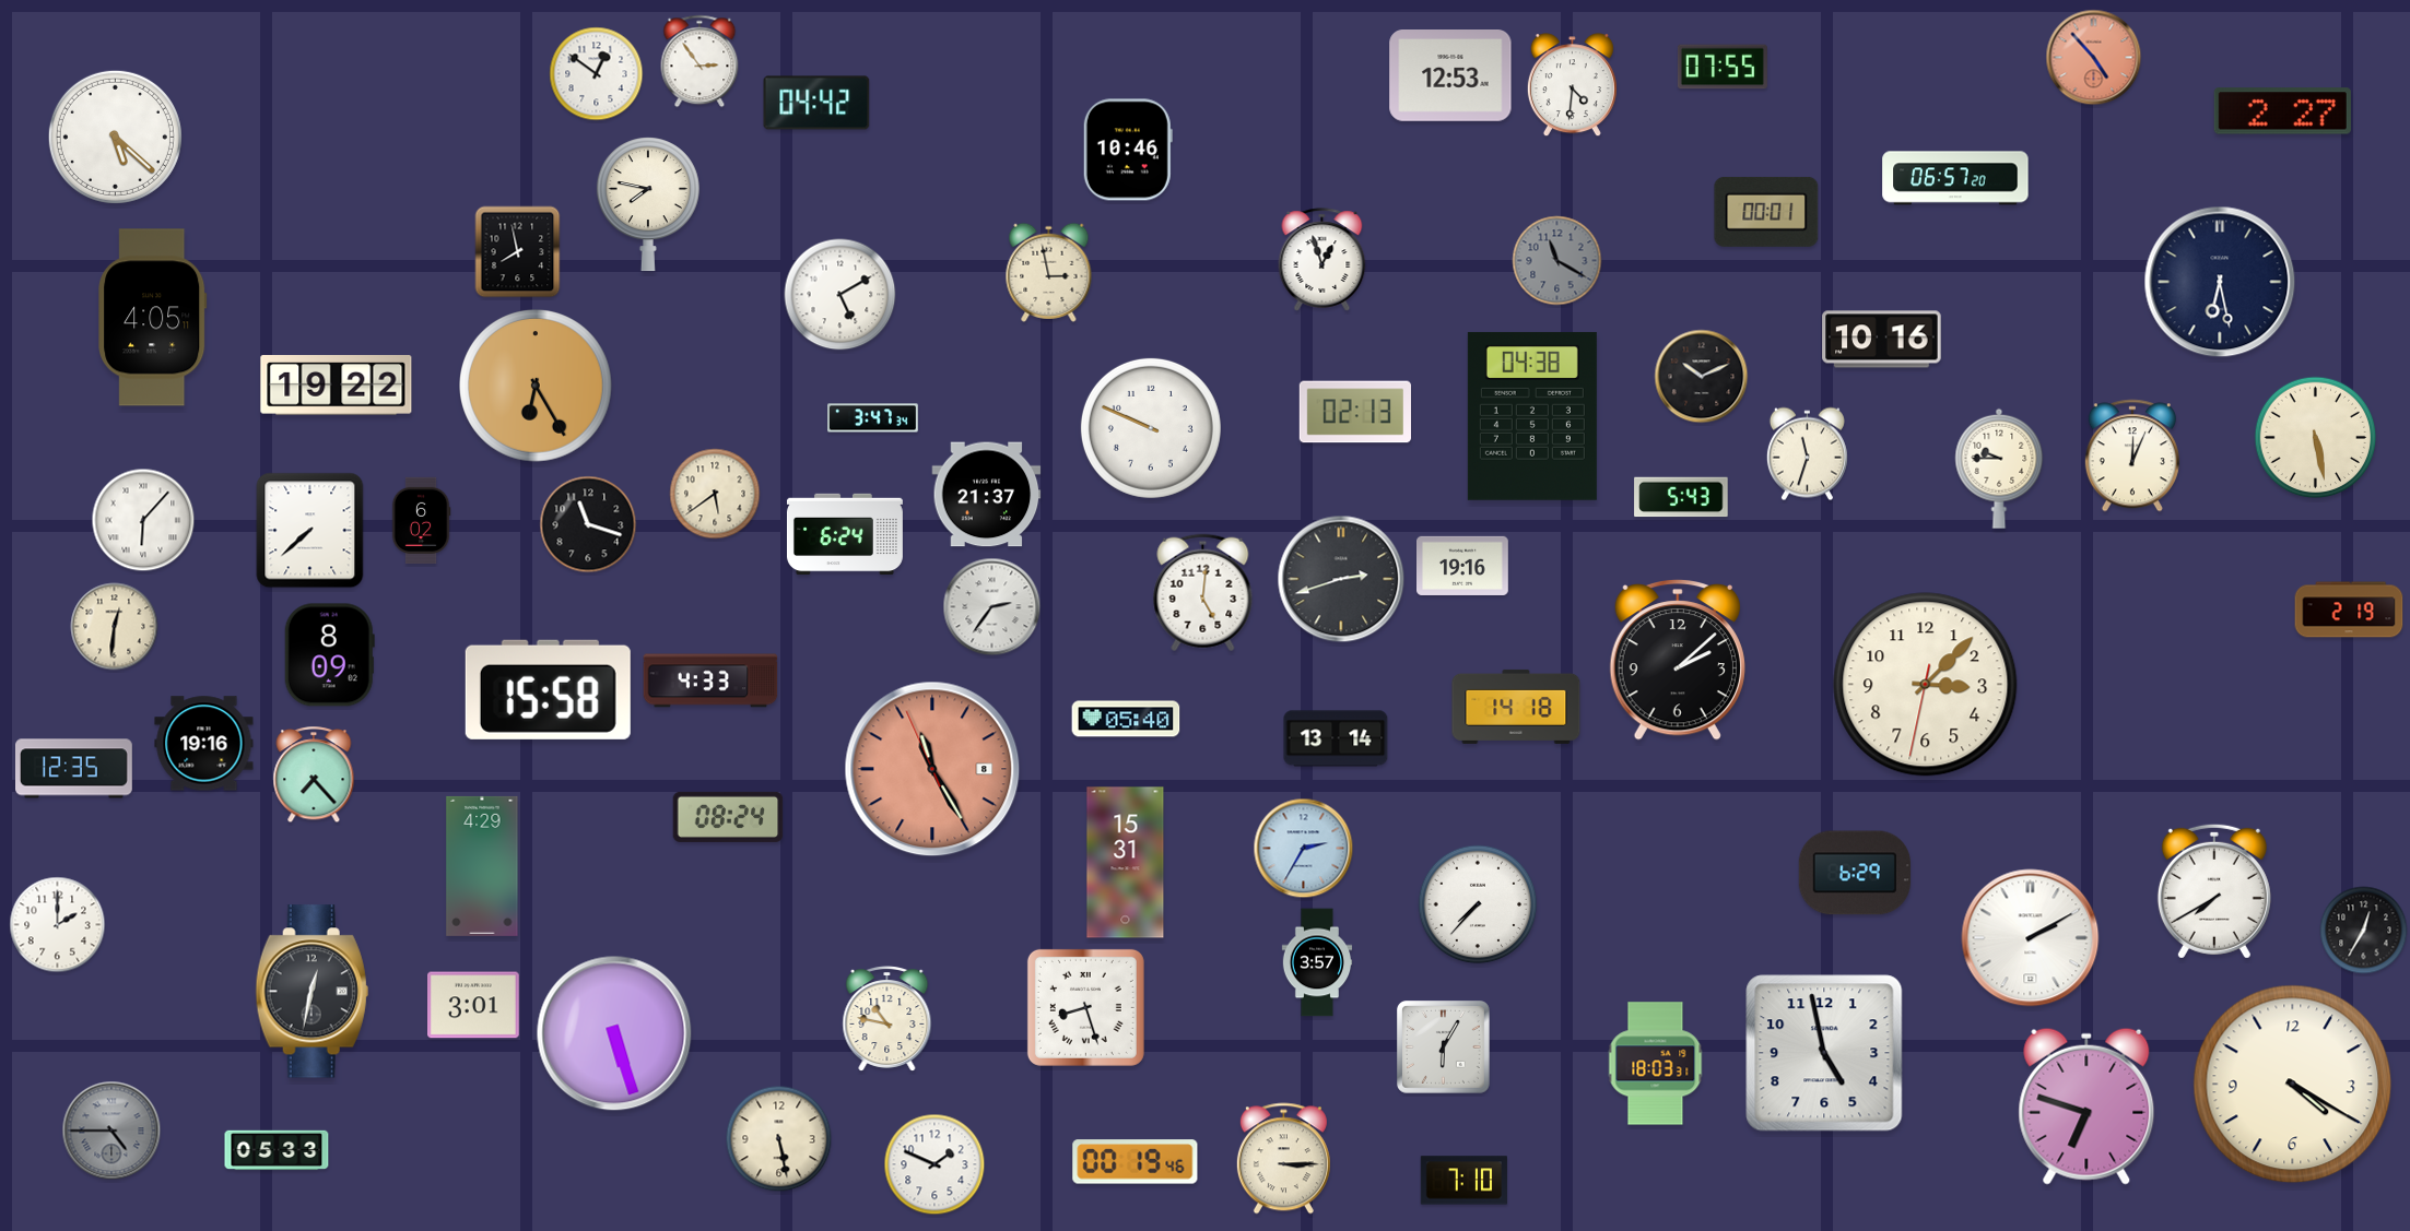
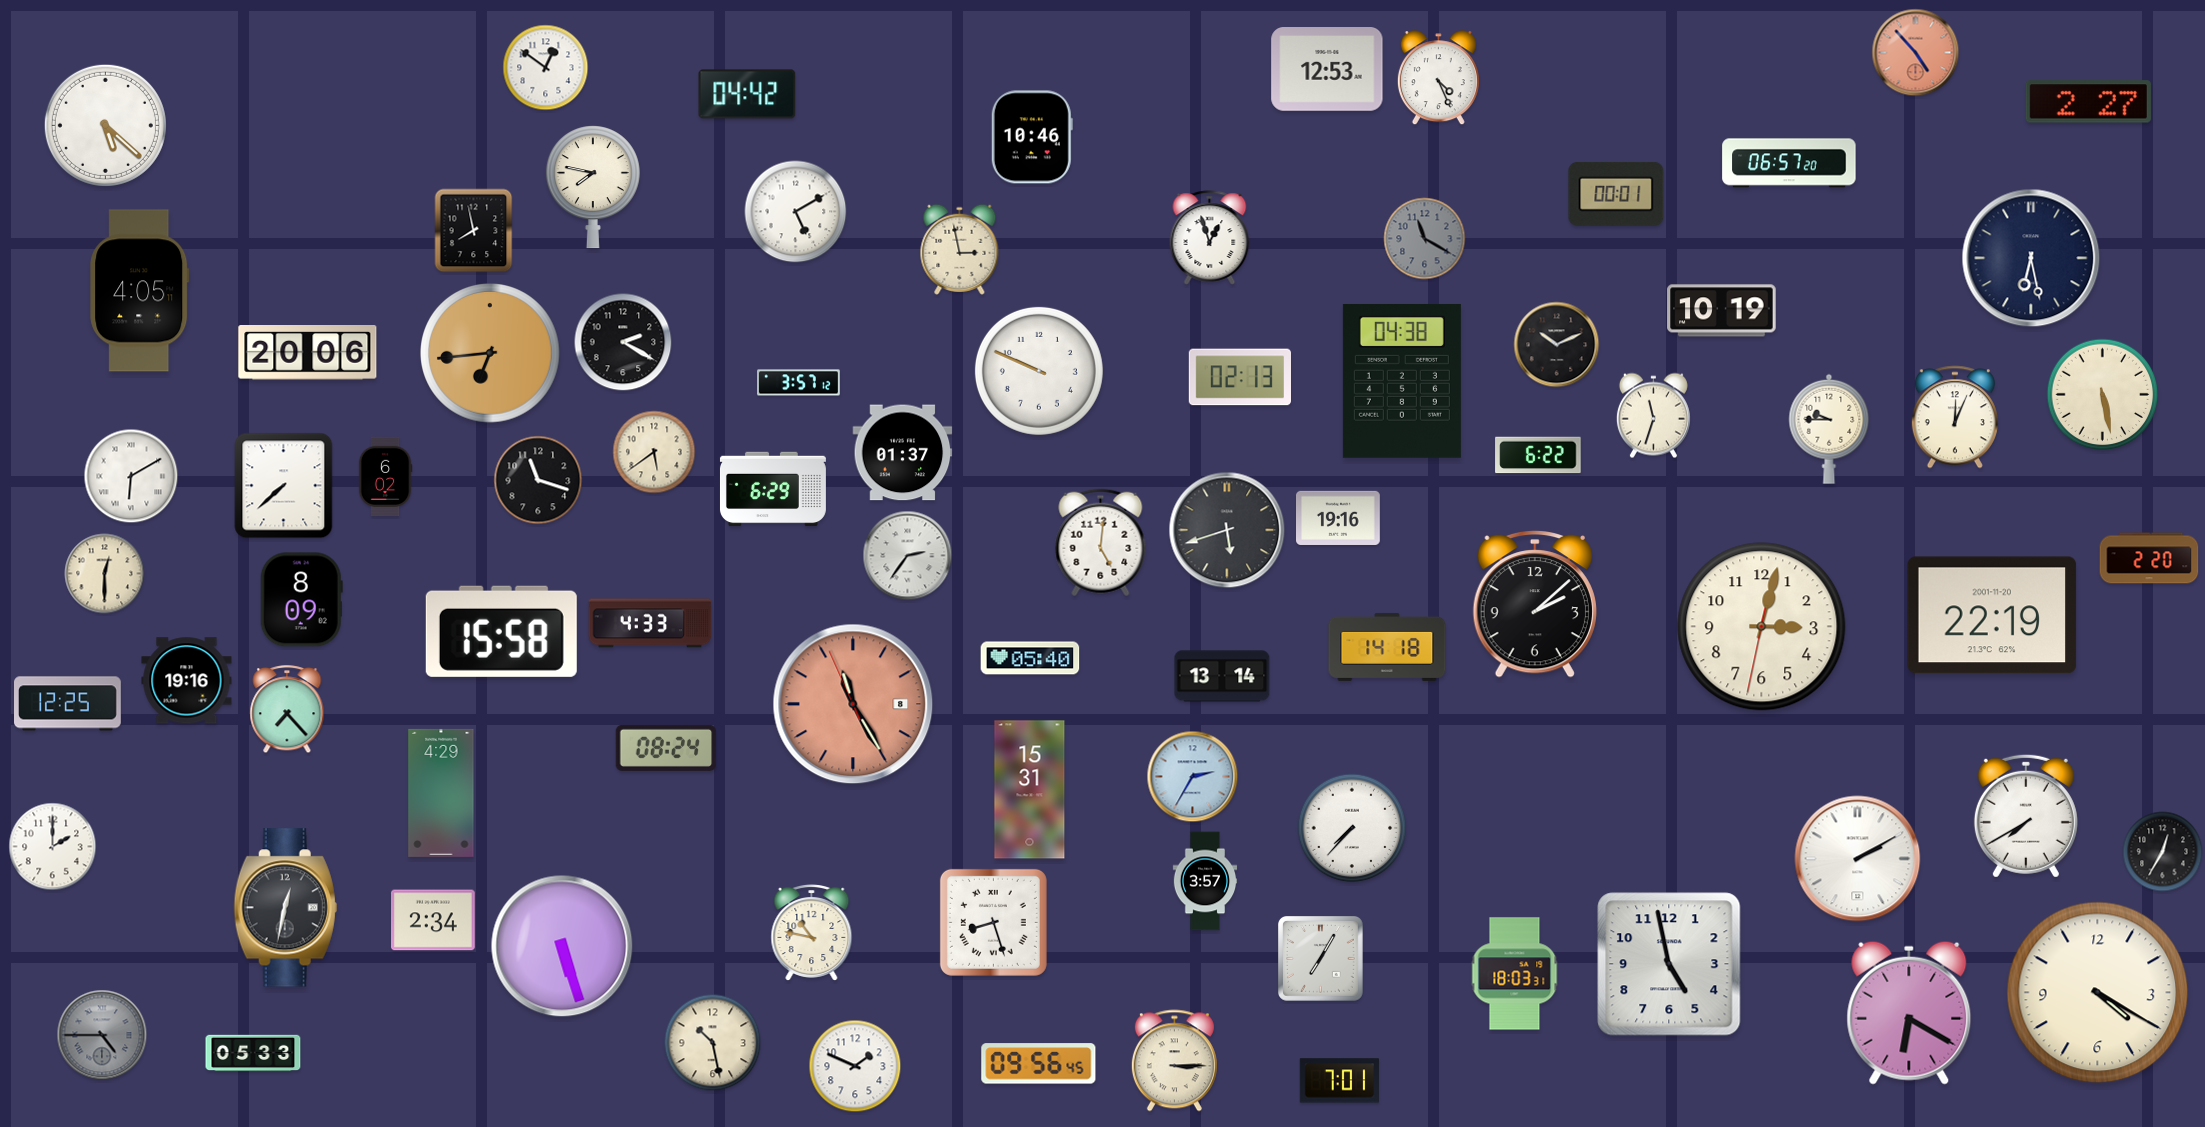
clock at (700, 61): 2:54 -> none
clock at (1723, 67): 07:55 -> none
clock at (1572, 85): 4:31 -> 4:26
clock at (840, 295) position: (840, 295) -> (796, 212)
clock at (1882, 340): 10:16 -> 10:19
clock at (623, 342): none -> 2:20
clock at (337, 386): 19:22 -> 20:06
clock at (537, 387): 6:25 -> 6:44
clock at (873, 418): 3:47 -> 3:57
clock at (1151, 428) position: (1151, 428) -> (1039, 371)
clock at (2316, 438) position: (2316, 438) -> (2103, 395)
clock at (2132, 455) position: (2132, 455) -> (1955, 417)
clock at (987, 495): 21:37 -> 01:37
clock at (1681, 497): 5:43 -> 6:22
clock at (143, 520): 6:07 -> 6:10
clock at (845, 534): 6:24 -> 6:29
clock at (1341, 579): 2:42 -> 5:42
clock at (2349, 609): 2:19 -> 2:20
clock at (115, 627): 12:31 -> 12:30
clock at (1992, 615): none -> 22:19
clock at (1926, 685): 3:07 -> 3:02
clock at (74, 769): 12:35 -> 12:25
clock at (1855, 873): 6:29 -> none
clock at (474, 1005): 3:01 -> 2:34
clock at (1444, 1047): 6:05 -> 7:05
clock at (2086, 1106): 6:48 -> 6:20
clock at (779, 1139): 5:28 -> 10:28
clock at (1136, 1162): 00:19 -> 09:56
clock at (1463, 1181): 7:10 -> 7:01
